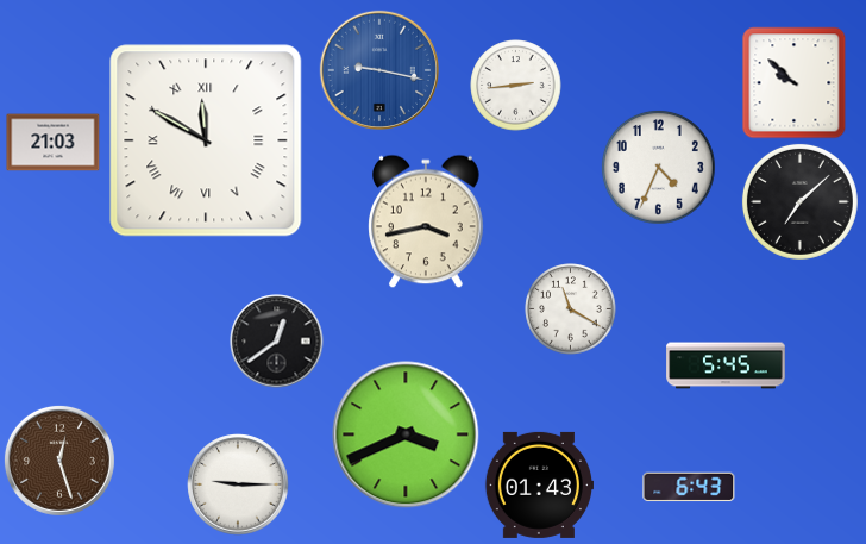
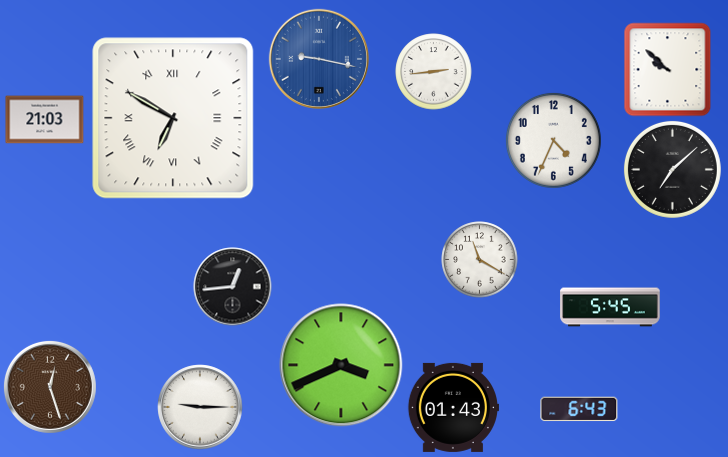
clock at (206, 140): 11:50 -> 6:50
clock at (426, 221): 3:43 -> none
clock at (277, 342): 12:39 -> 12:44
